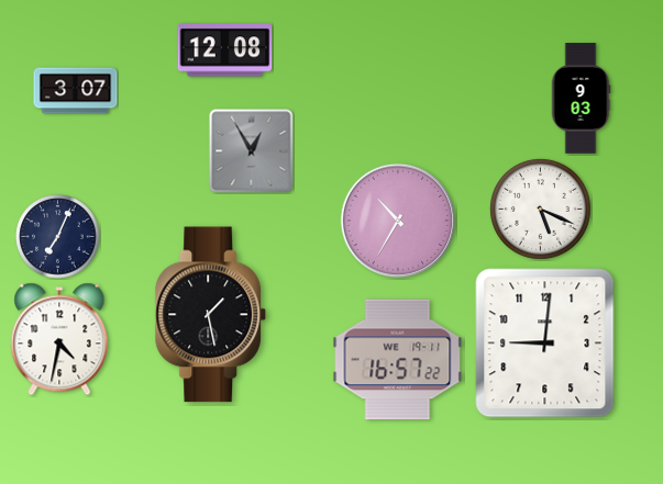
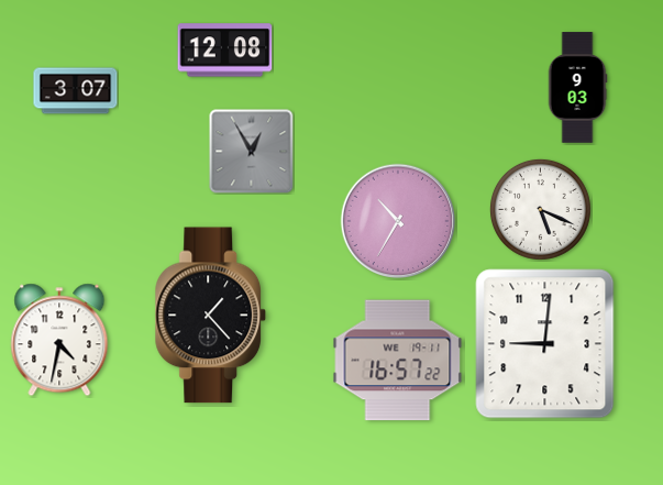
clock at (581, 99) position: (581, 99) -> (577, 88)
clock at (58, 237): 7:04 -> none
clock at (211, 315): 1:28 -> 1:23
